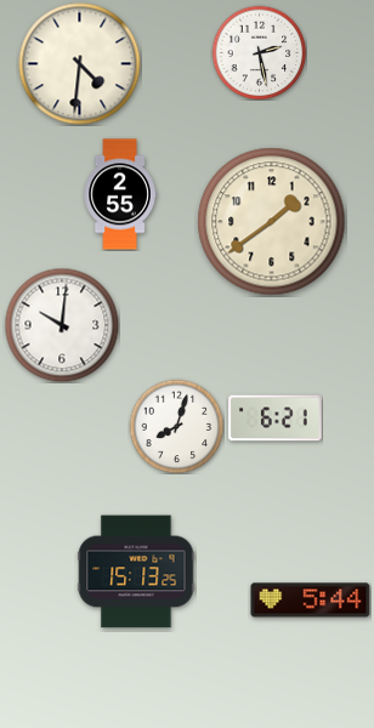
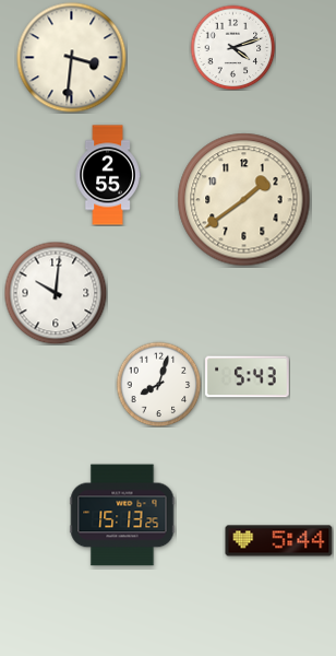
clock at (259, 52): 2:28 -> 4:12
clock at (80, 64): 4:31 -> 3:31
clock at (276, 419): 6:21 -> 5:43
